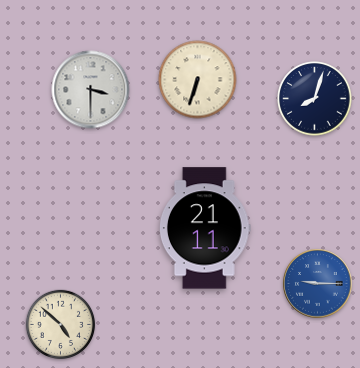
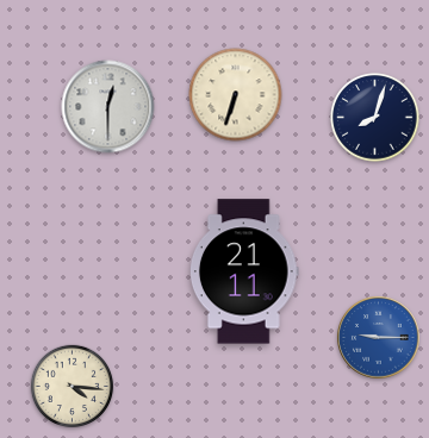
clock at (91, 90): 3:30 -> 12:30
clock at (61, 325): 4:52 -> 4:16
